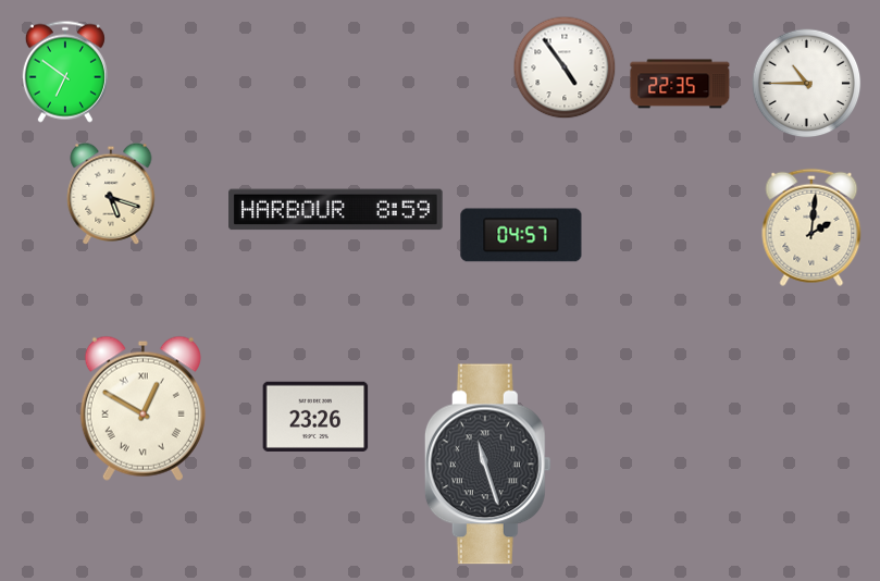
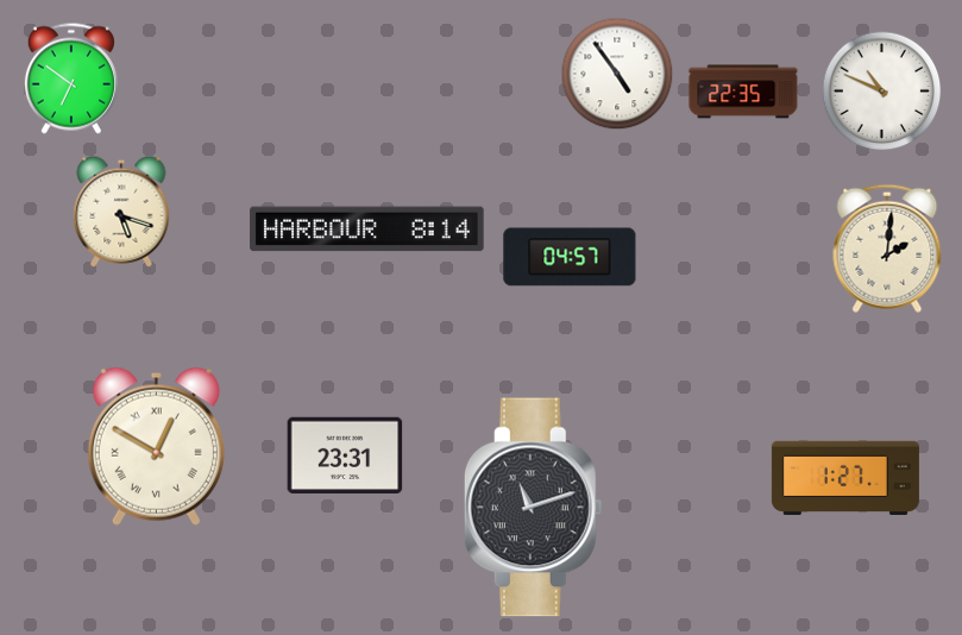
clock at (807, 84): 10:45 -> 10:49
clock at (336, 210): 8:59 -> 8:14
clock at (315, 417): 23:26 -> 23:31
clock at (845, 477): none -> 1:27
clock at (487, 465): 11:27 -> 11:12
